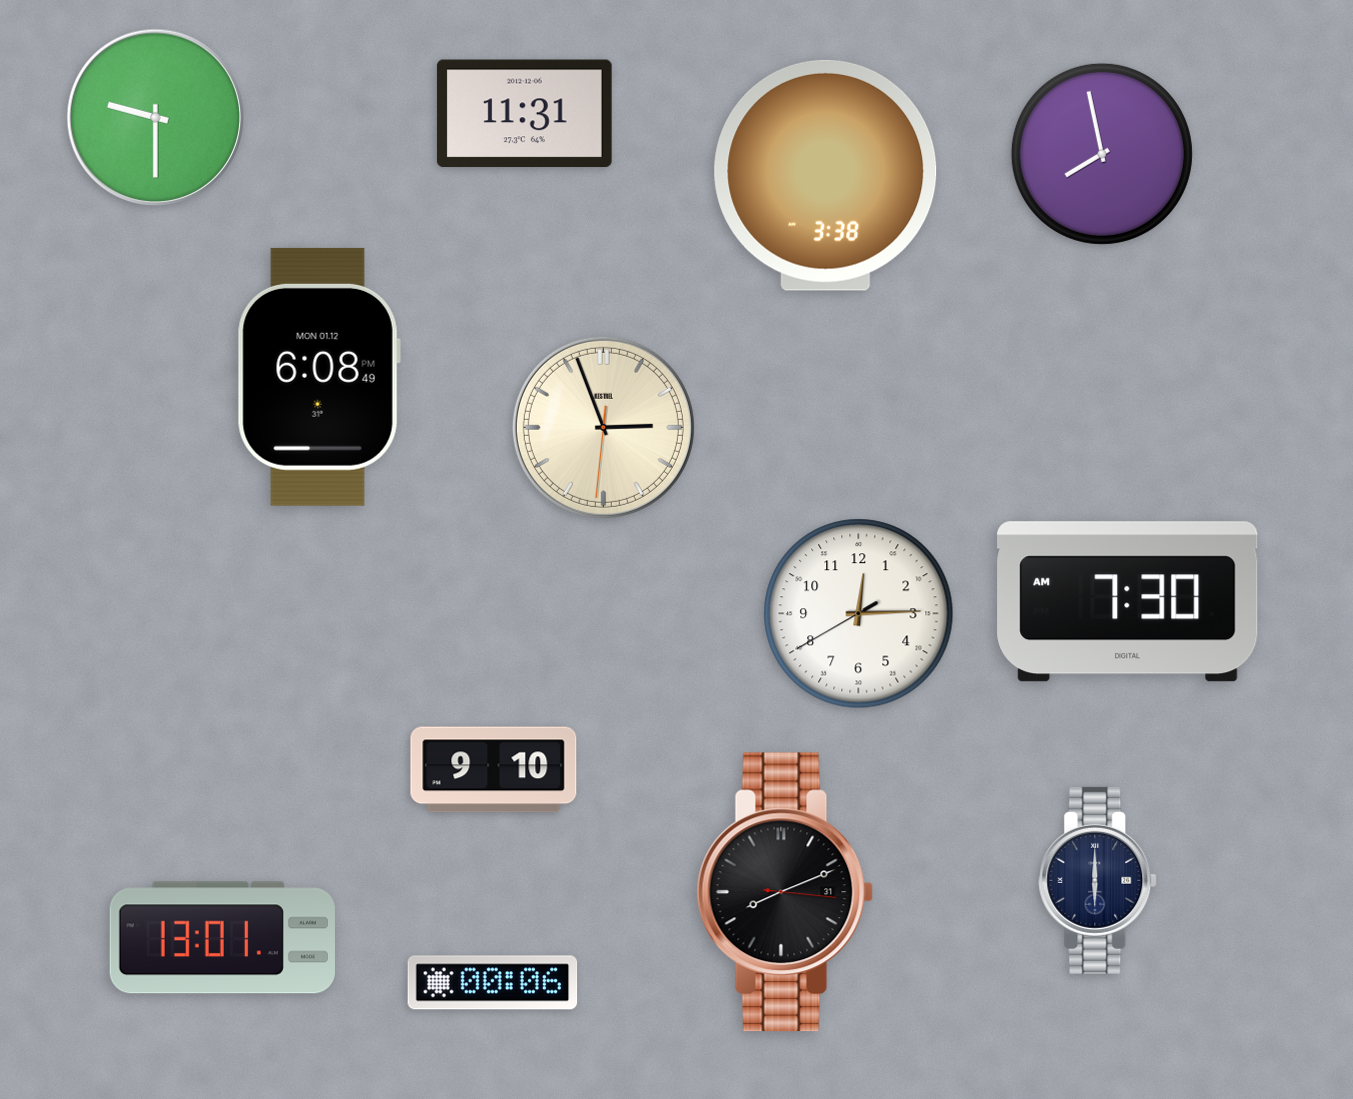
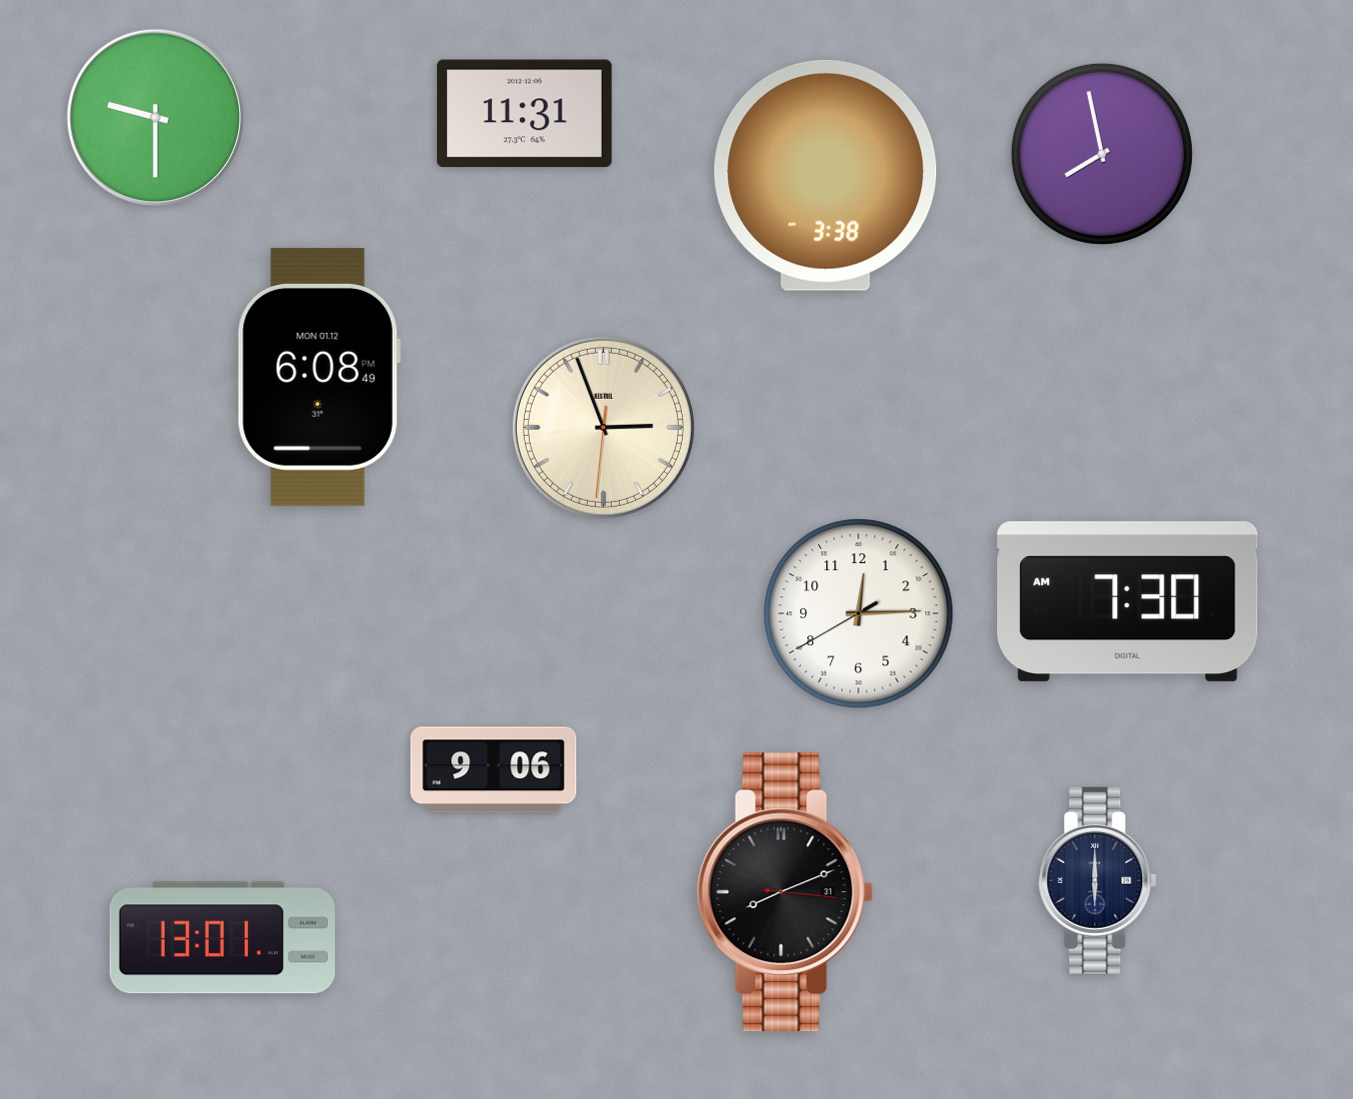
clock at (494, 770): 9:10 -> 9:06
clock at (493, 983): 00:06 -> none
